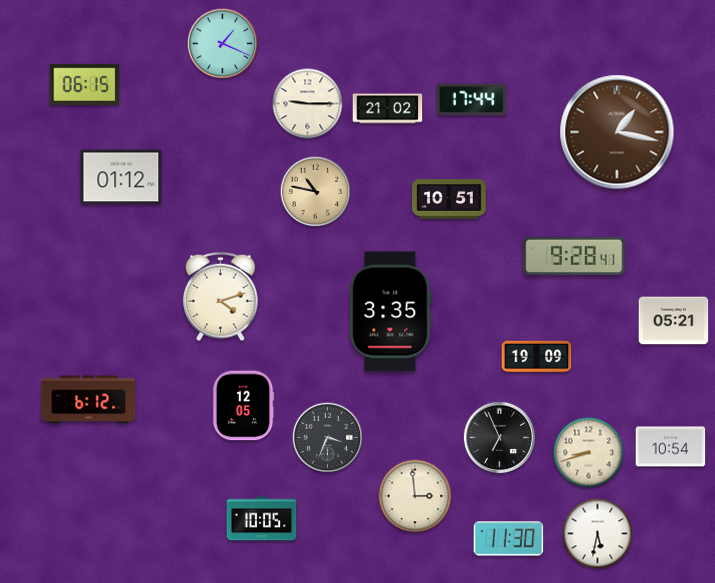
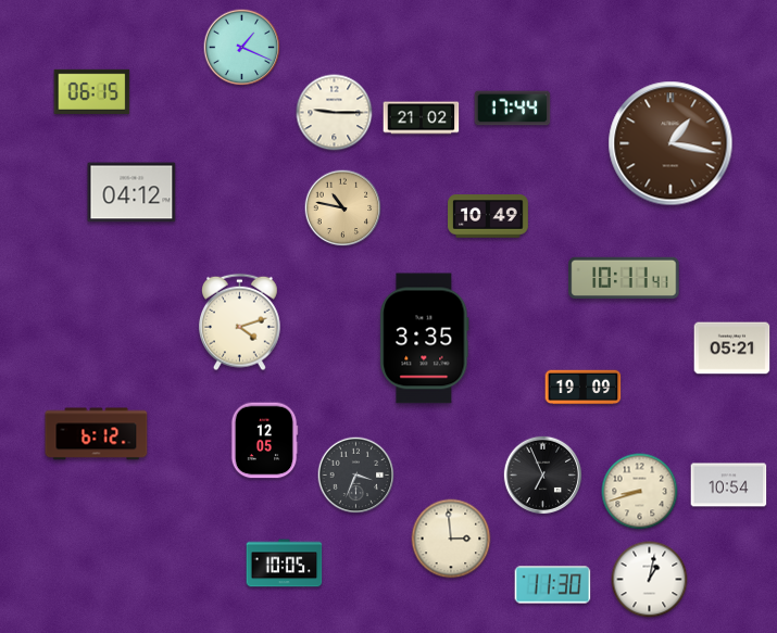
clock at (121, 177): 01:12 -> 04:12
clock at (449, 199): 10:51 -> 10:49
clock at (574, 256): 9:28 -> 10:11
clock at (598, 534): 5:32 -> 1:02
